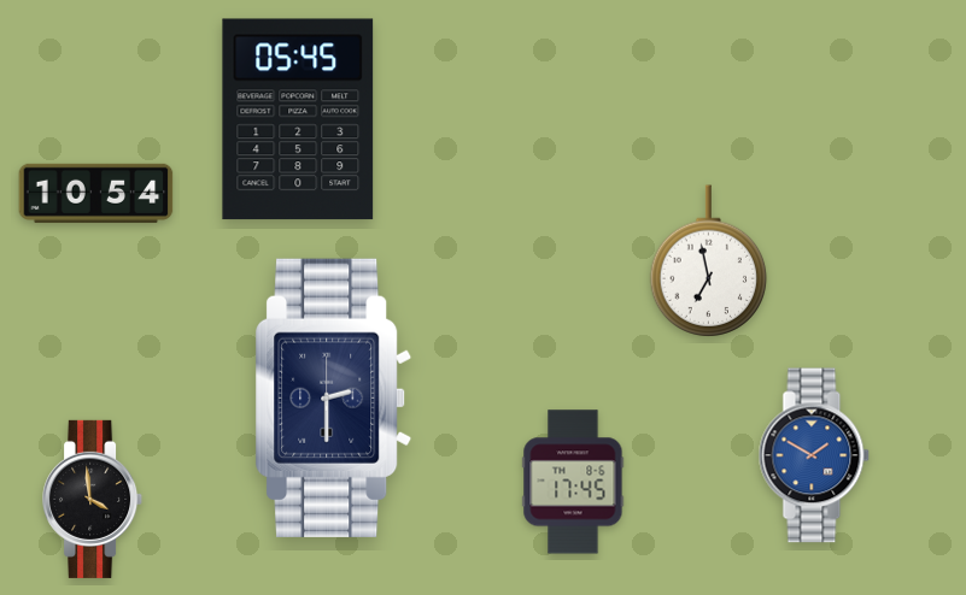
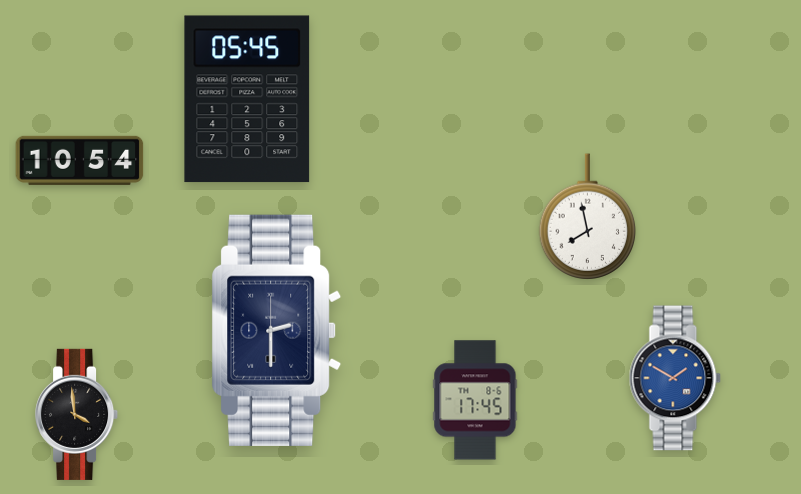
clock at (709, 261): 6:58 -> 7:58
